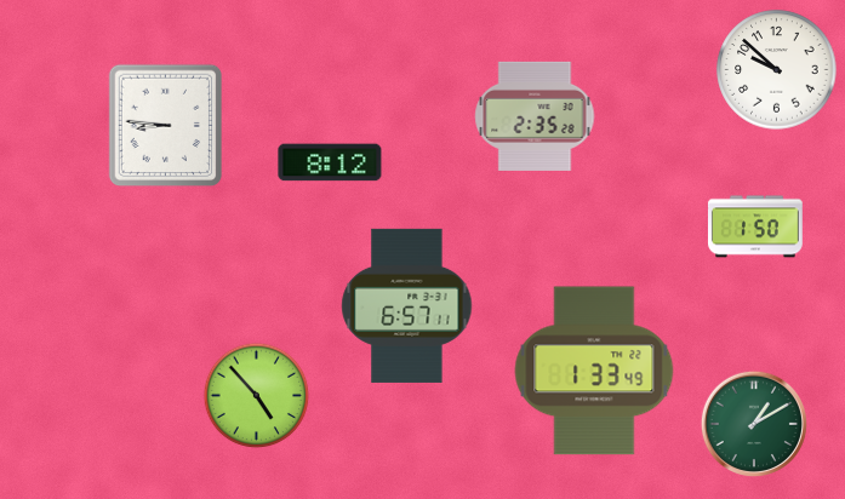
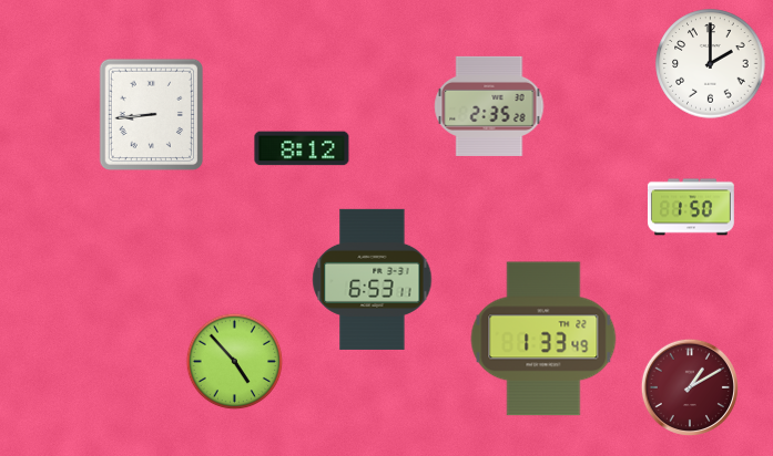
clock at (777, 70): 9:52 -> 2:00
clock at (165, 126): 8:46 -> 8:44
clock at (407, 305): 6:57 -> 6:53
clock at (754, 424) dial: green -> burgundy
